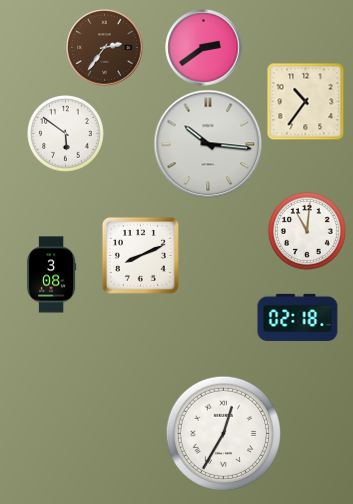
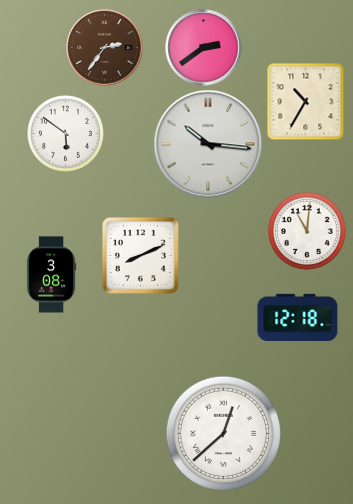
clock at (305, 101): 10:36 -> 10:35
clock at (298, 317): 02:18 -> 12:18
clock at (224, 434): 12:35 -> 12:38
